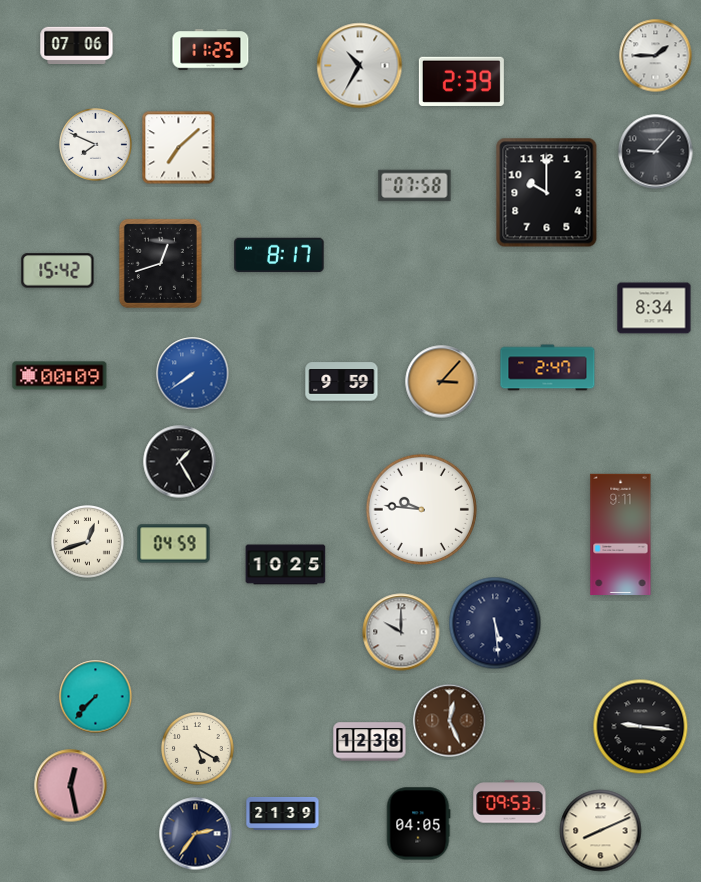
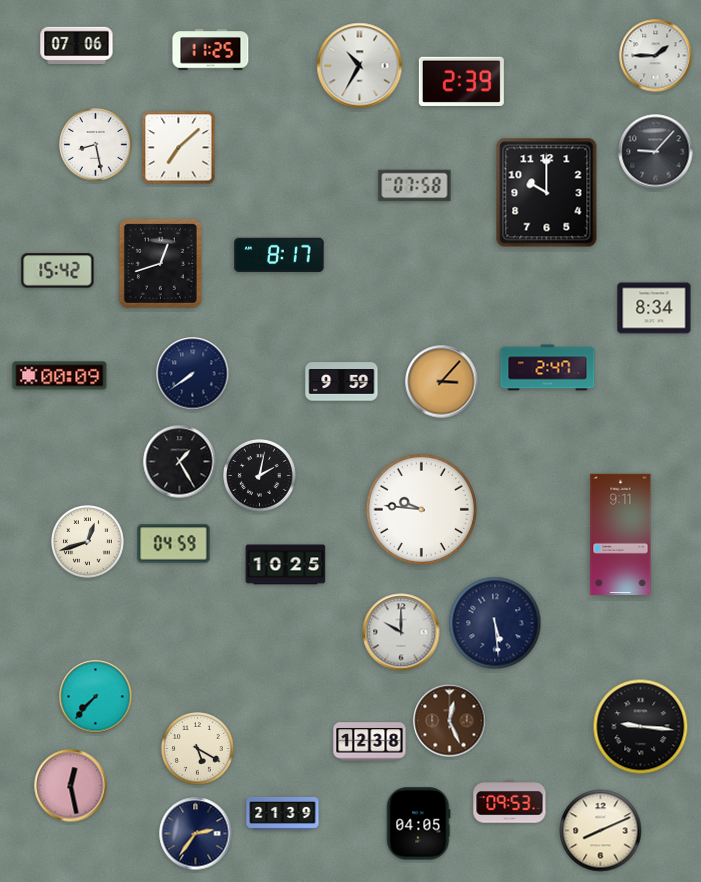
clock at (96, 145): 7:49 -> 8:28
clock at (193, 374) dial: blue -> navy
clock at (260, 476): none -> 2:02
